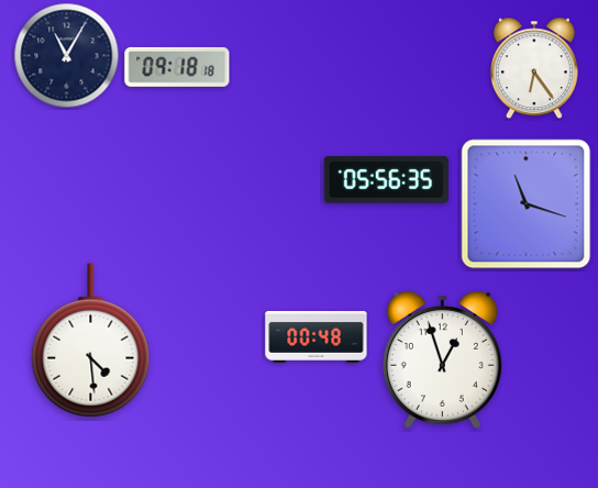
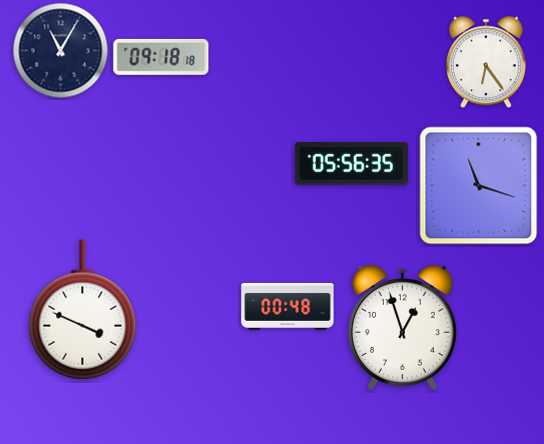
clock at (177, 67) position: (177, 67) -> (161, 57)
clock at (91, 341): 4:29 -> 3:49
